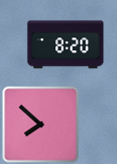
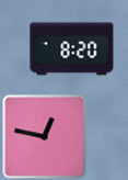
clock at (41, 125): 7:52 -> 12:47
